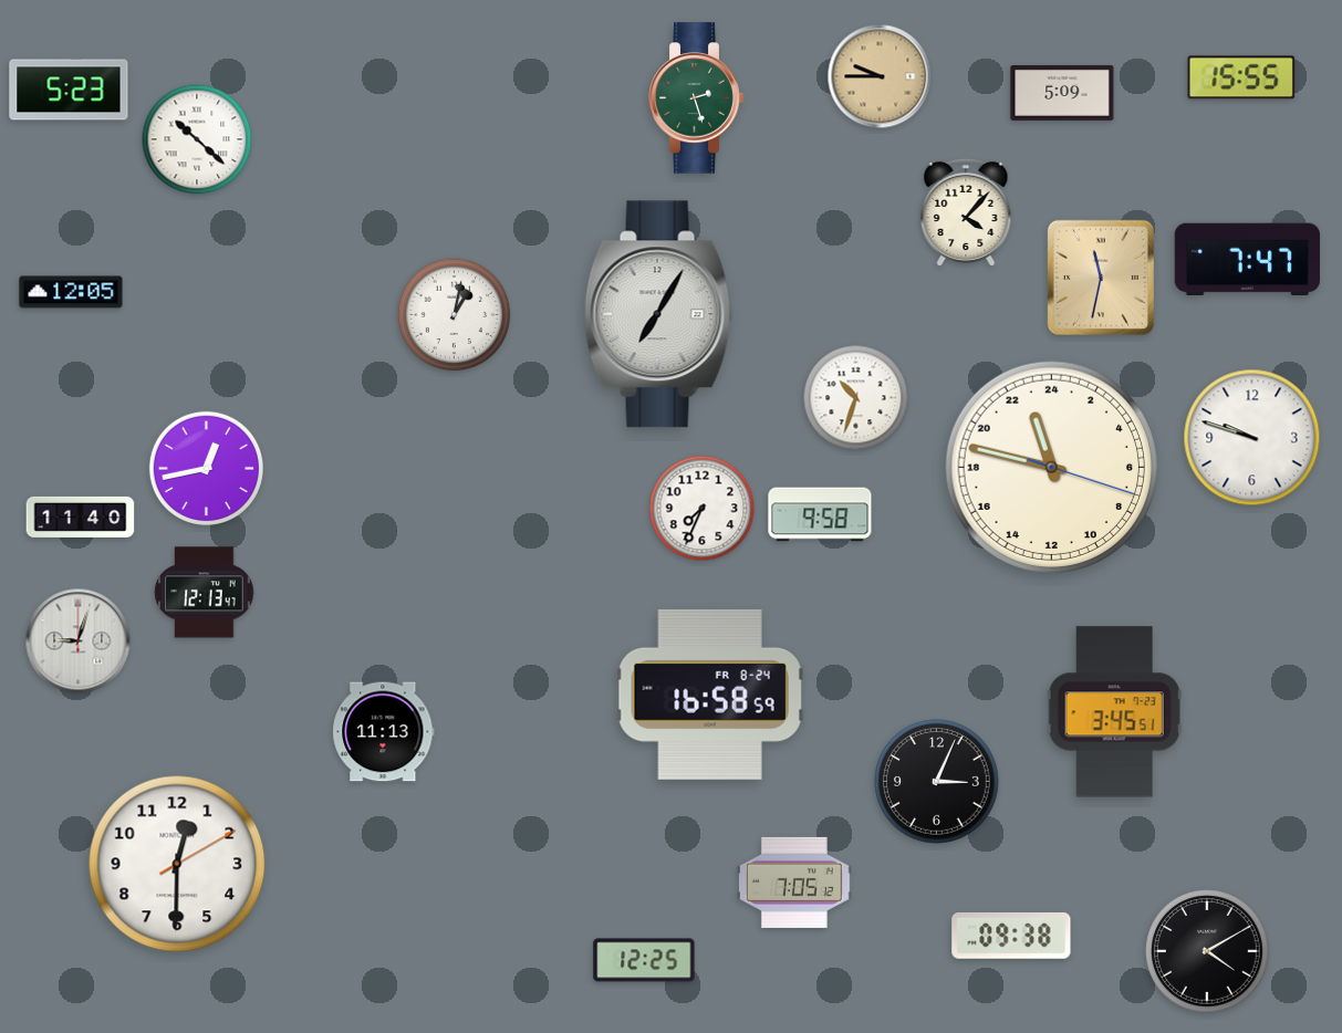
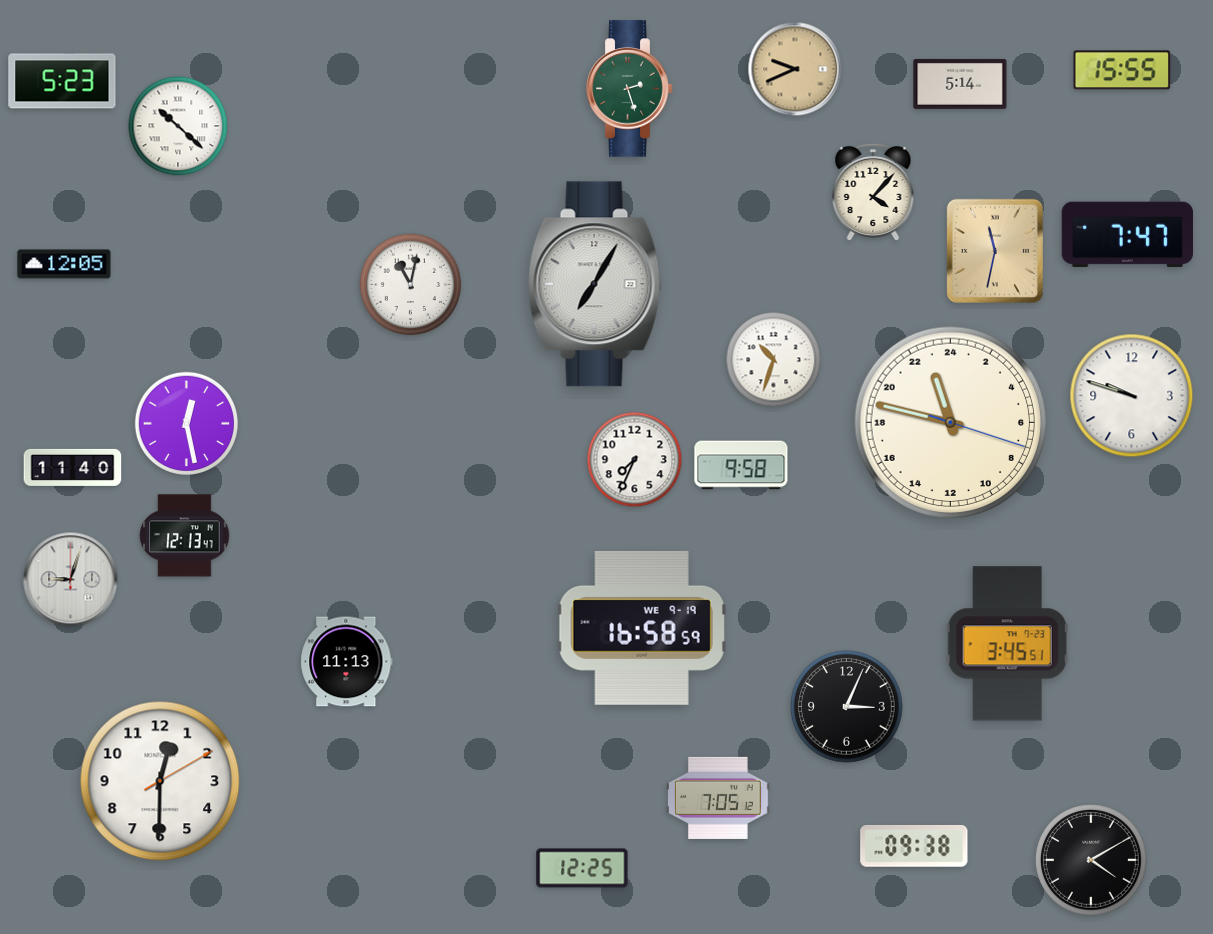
clock at (880, 76): 9:45 -> 9:41
clock at (1062, 93): 5:09 -> 5:14
clock at (455, 315): 1:02 -> 11:02
clock at (207, 469): 12:43 -> 12:28
clock at (710, 695) date: FR 8-24 -> WE 9-19
